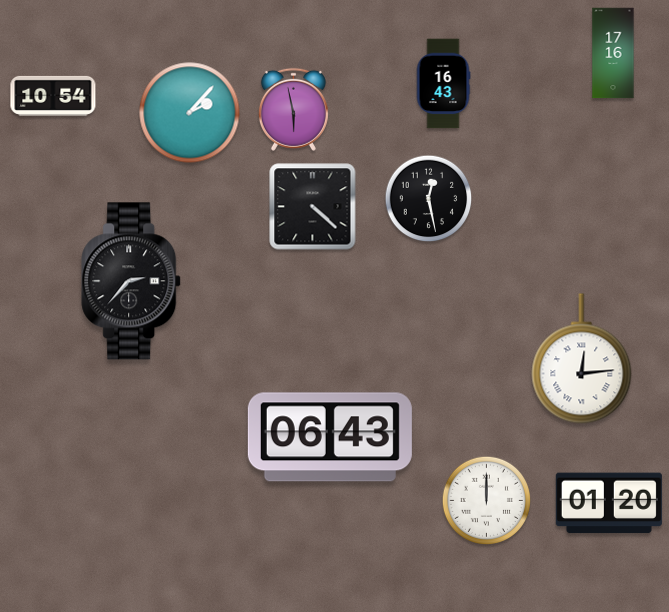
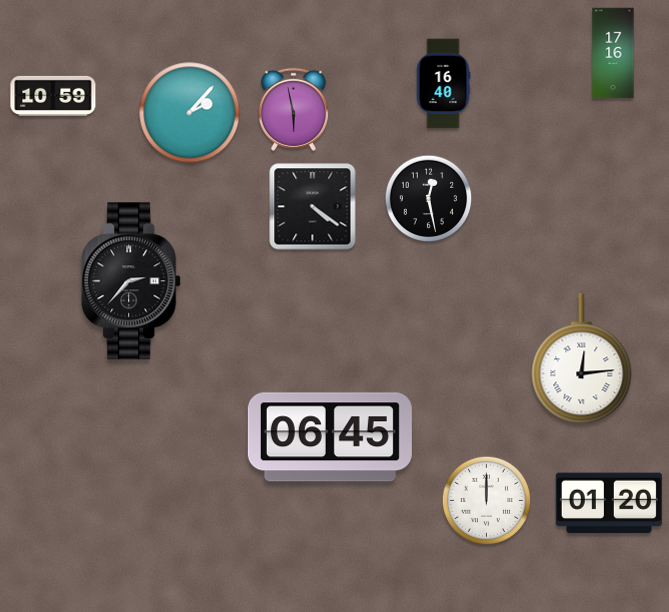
clock at (443, 84): 16:43 -> 16:40
clock at (53, 96): 10:54 -> 10:59
clock at (313, 207): 4:22 -> 4:21
clock at (330, 437): 06:43 -> 06:45
